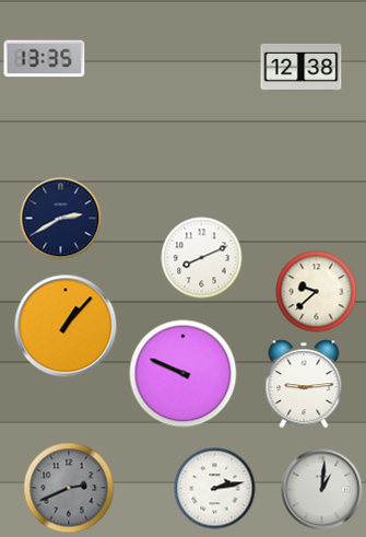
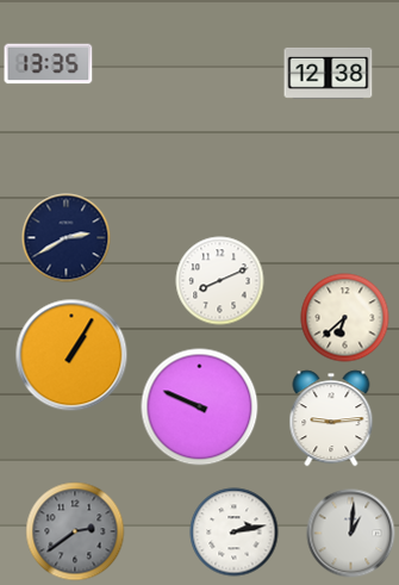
clock at (317, 292): 9:38 -> 6:38
clock at (66, 326): 1:07 -> 1:05
clock at (69, 488): 2:41 -> 2:39
